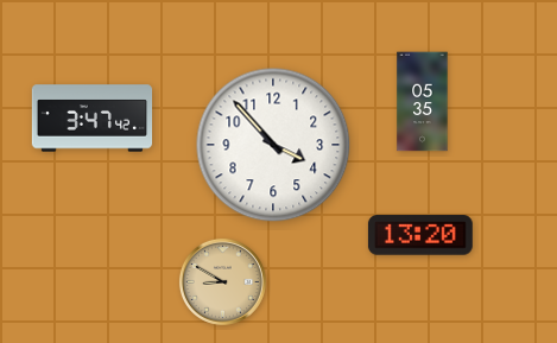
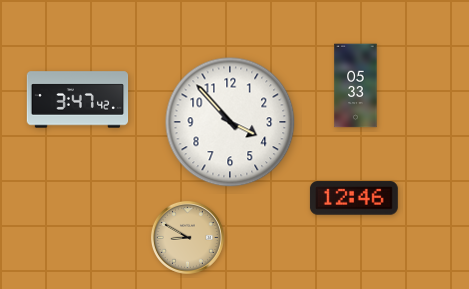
clock at (423, 102): 05:35 -> 05:33
clock at (420, 235): 13:20 -> 12:46
